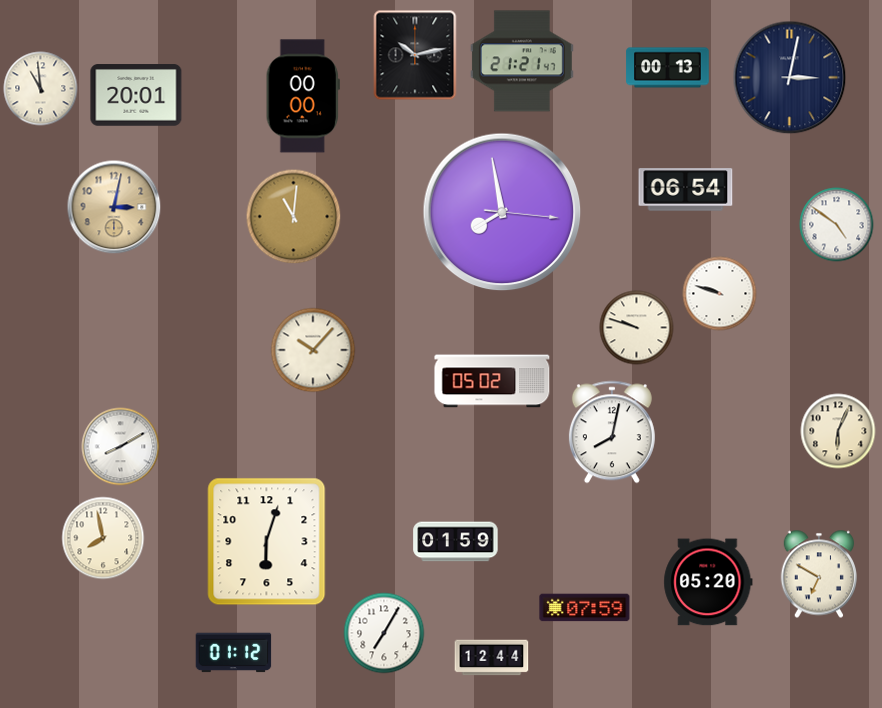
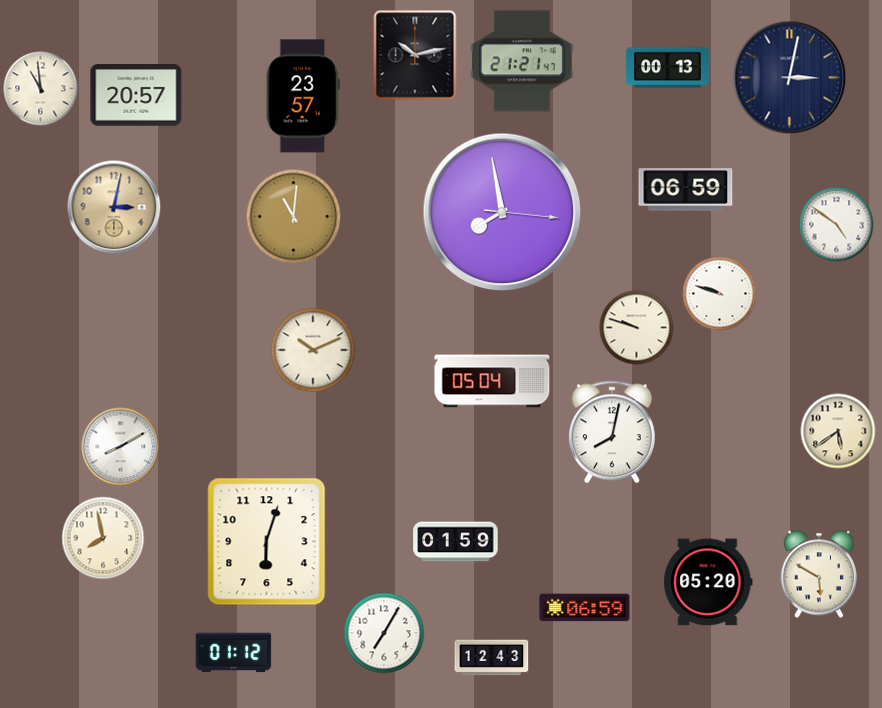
clock at (136, 95): 20:01 -> 20:57
clock at (303, 96): 00:00 -> 23:57
clock at (686, 190): 06:54 -> 06:59
clock at (313, 350): 10:07 -> 10:11
clock at (492, 381): 05:02 -> 05:04
clock at (838, 431): 6:04 -> 5:39
clock at (818, 574): 6:50 -> 5:50
clock at (585, 608): 07:59 -> 06:59
clock at (492, 658): 12:44 -> 12:43
